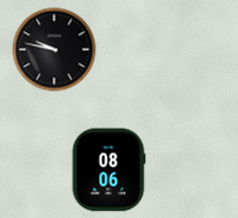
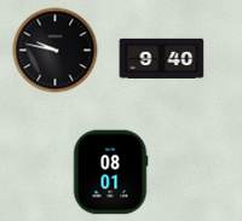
clock at (162, 58): none -> 9:40
clock at (108, 170): 08:06 -> 08:01
